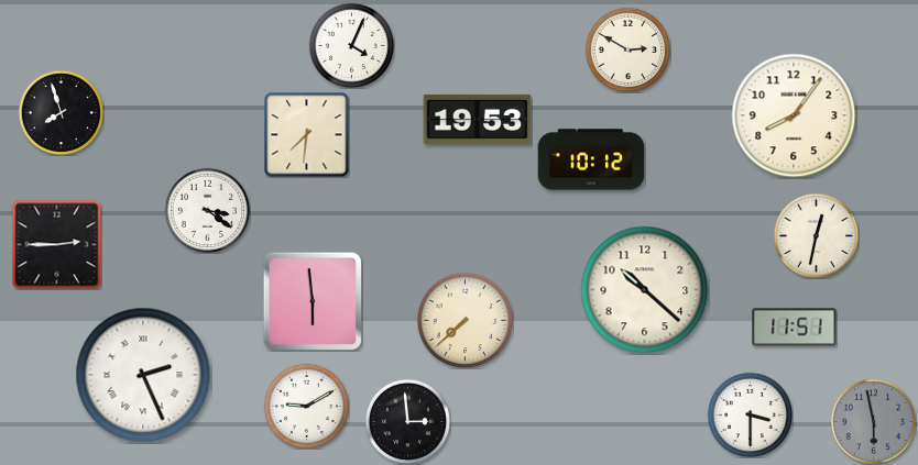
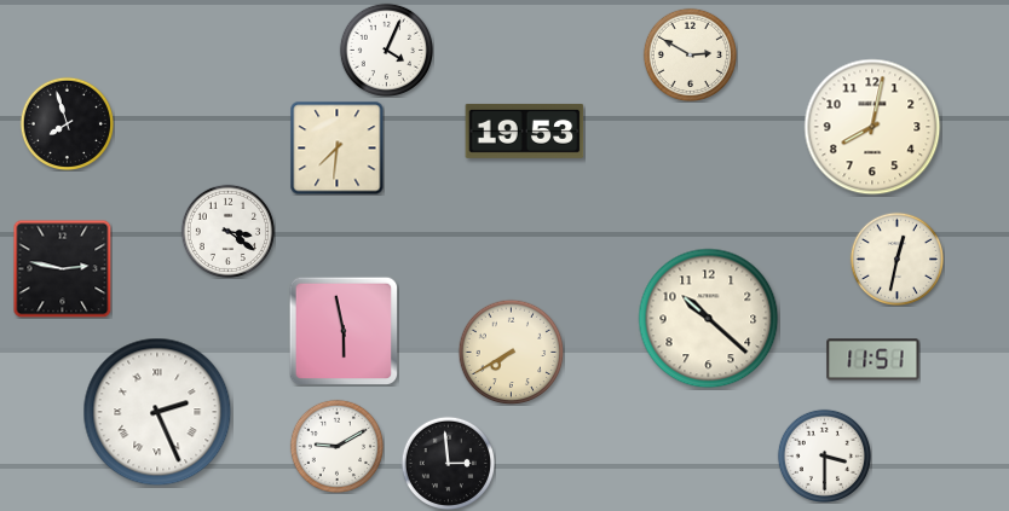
clock at (794, 115): 8:06 -> 8:02
clock at (591, 159): 10:12 -> none
clock at (56, 244): 2:45 -> 2:47
clock at (312, 300): 5:59 -> 5:58
clock at (465, 320): 7:38 -> 7:40
clock at (873, 421): 5:58 -> none
